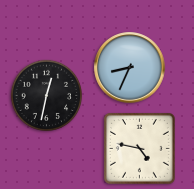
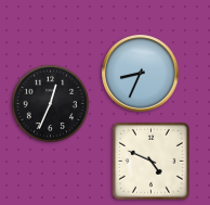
clock at (46, 95): 12:32 -> 12:34
clock at (139, 148): 4:47 -> 4:49
